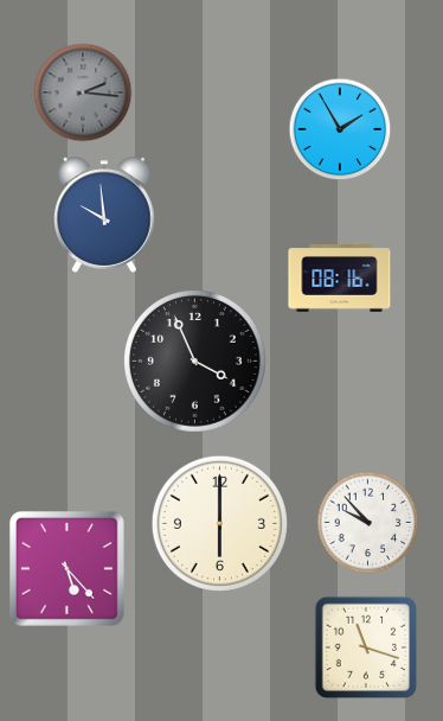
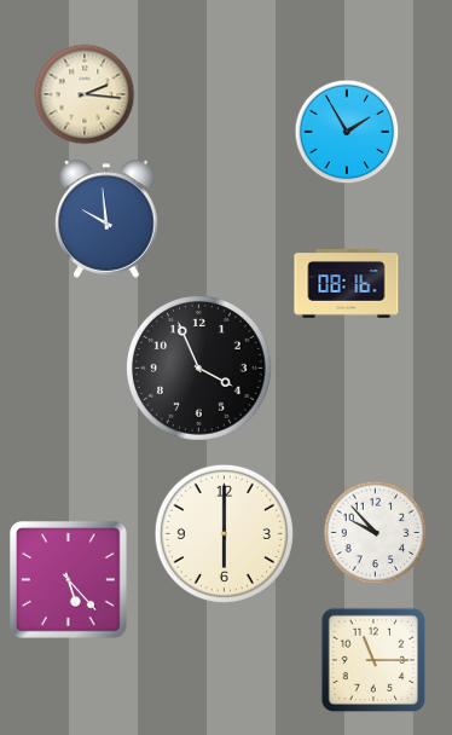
clock at (83, 92) dial: grey -> cream
clock at (365, 646): 11:18 -> 11:15
